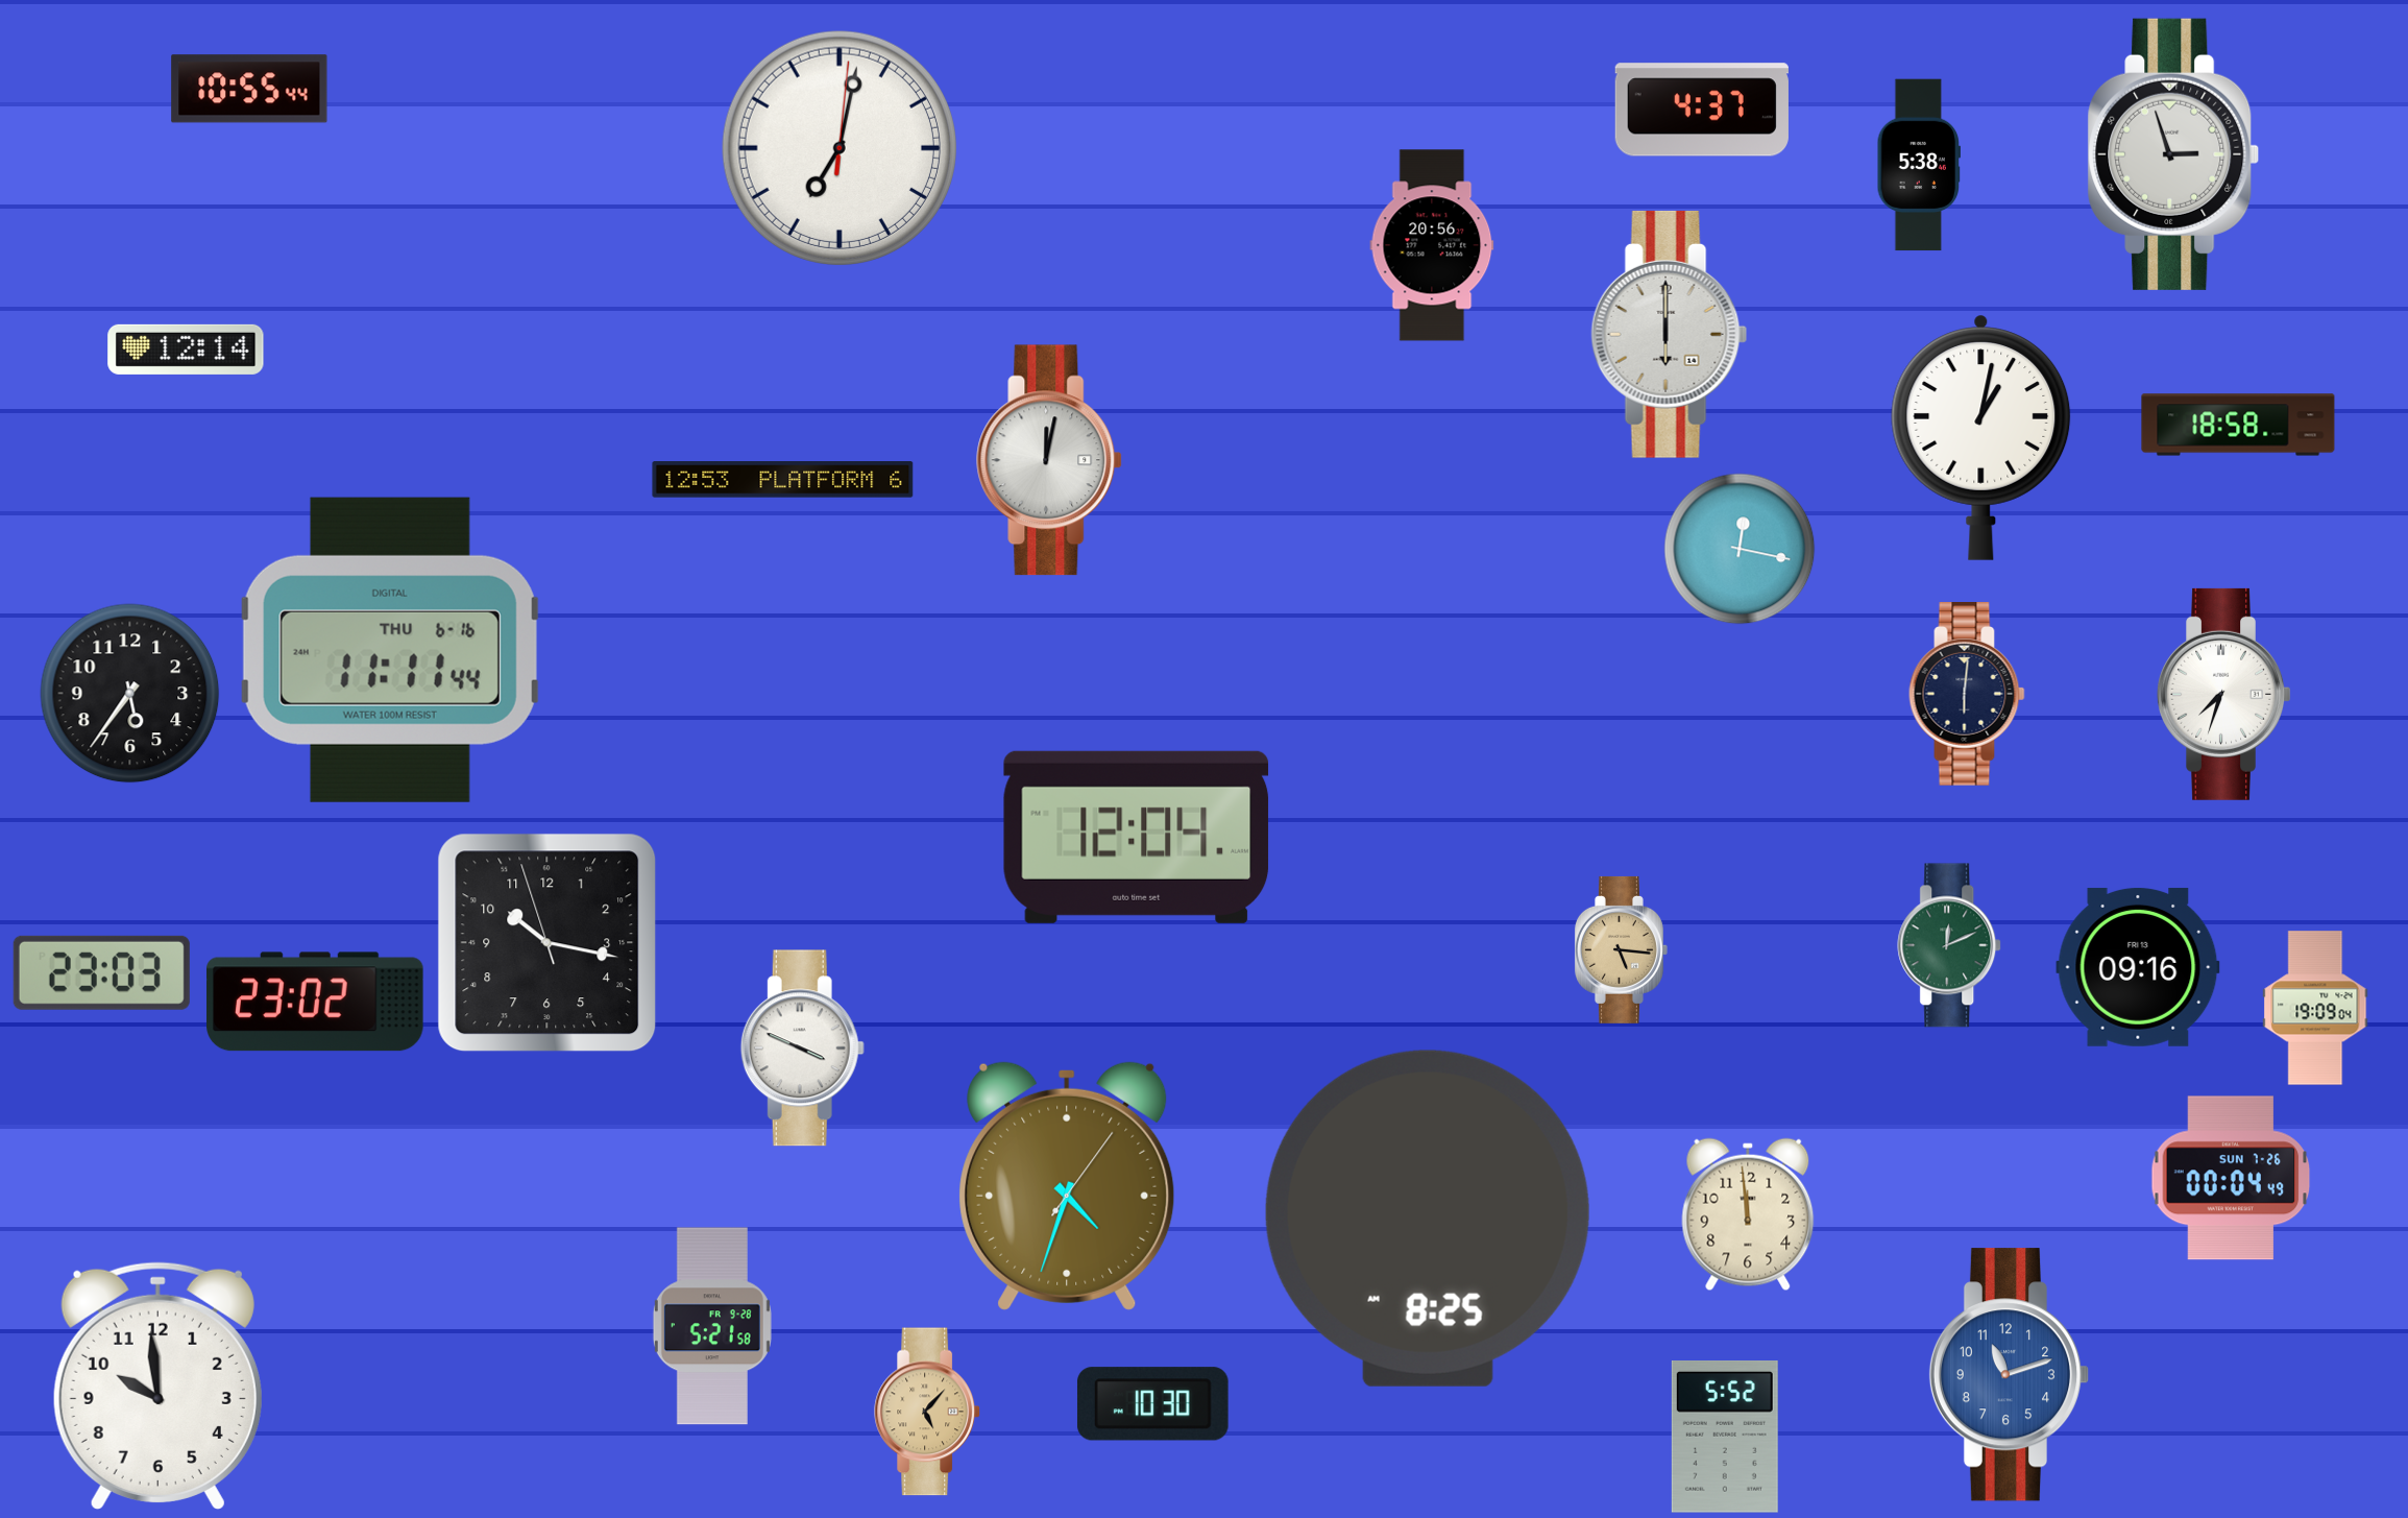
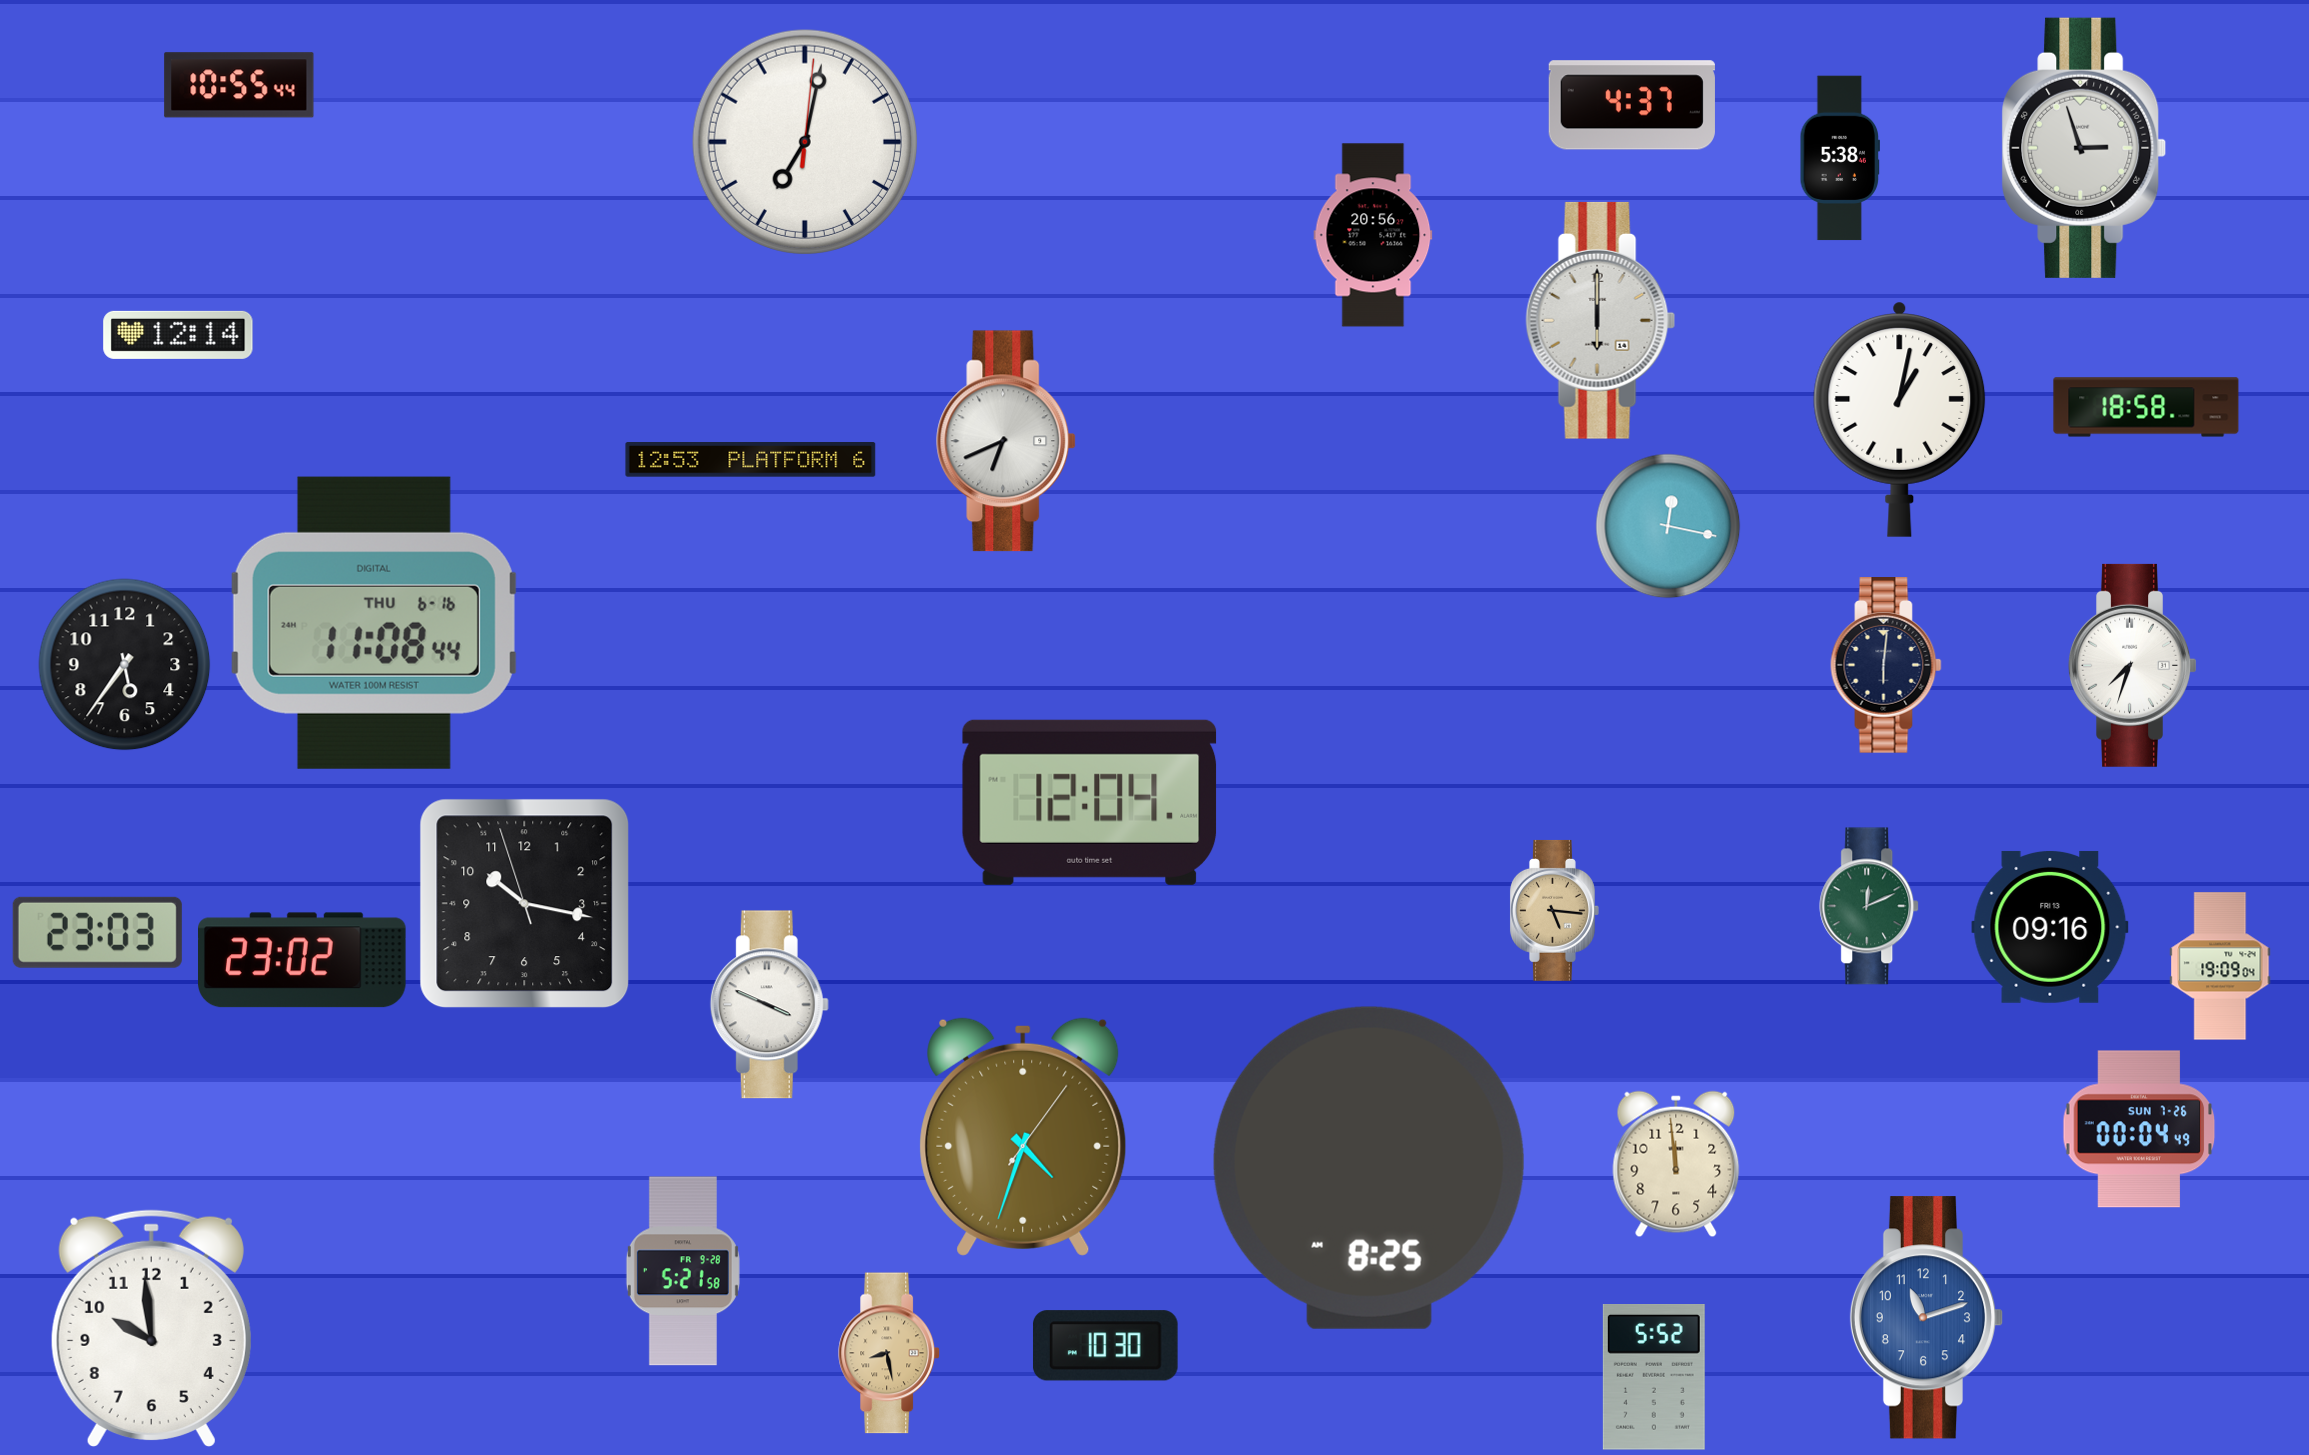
clock at (1050, 460): 12:02 -> 6:41
clock at (390, 650): 11:11 -> 11:08
clock at (927, 1412): 5:07 -> 8:28
